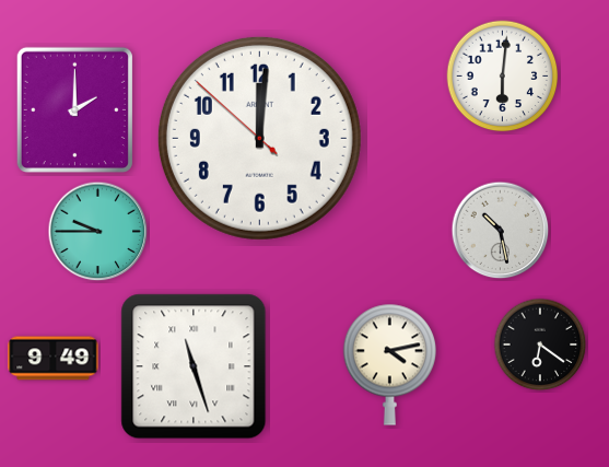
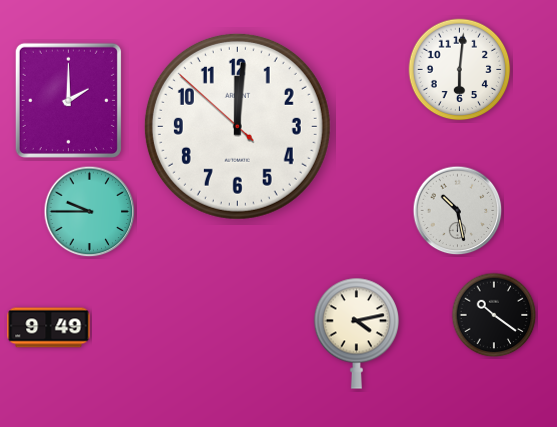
clock at (540, 345): 6:21 -> 10:21
clock at (194, 366): 11:27 -> none
